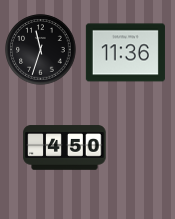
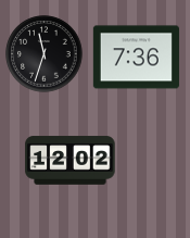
clock at (125, 53): 11:36 -> 7:36
clock at (65, 148): 4:50 -> 12:02
